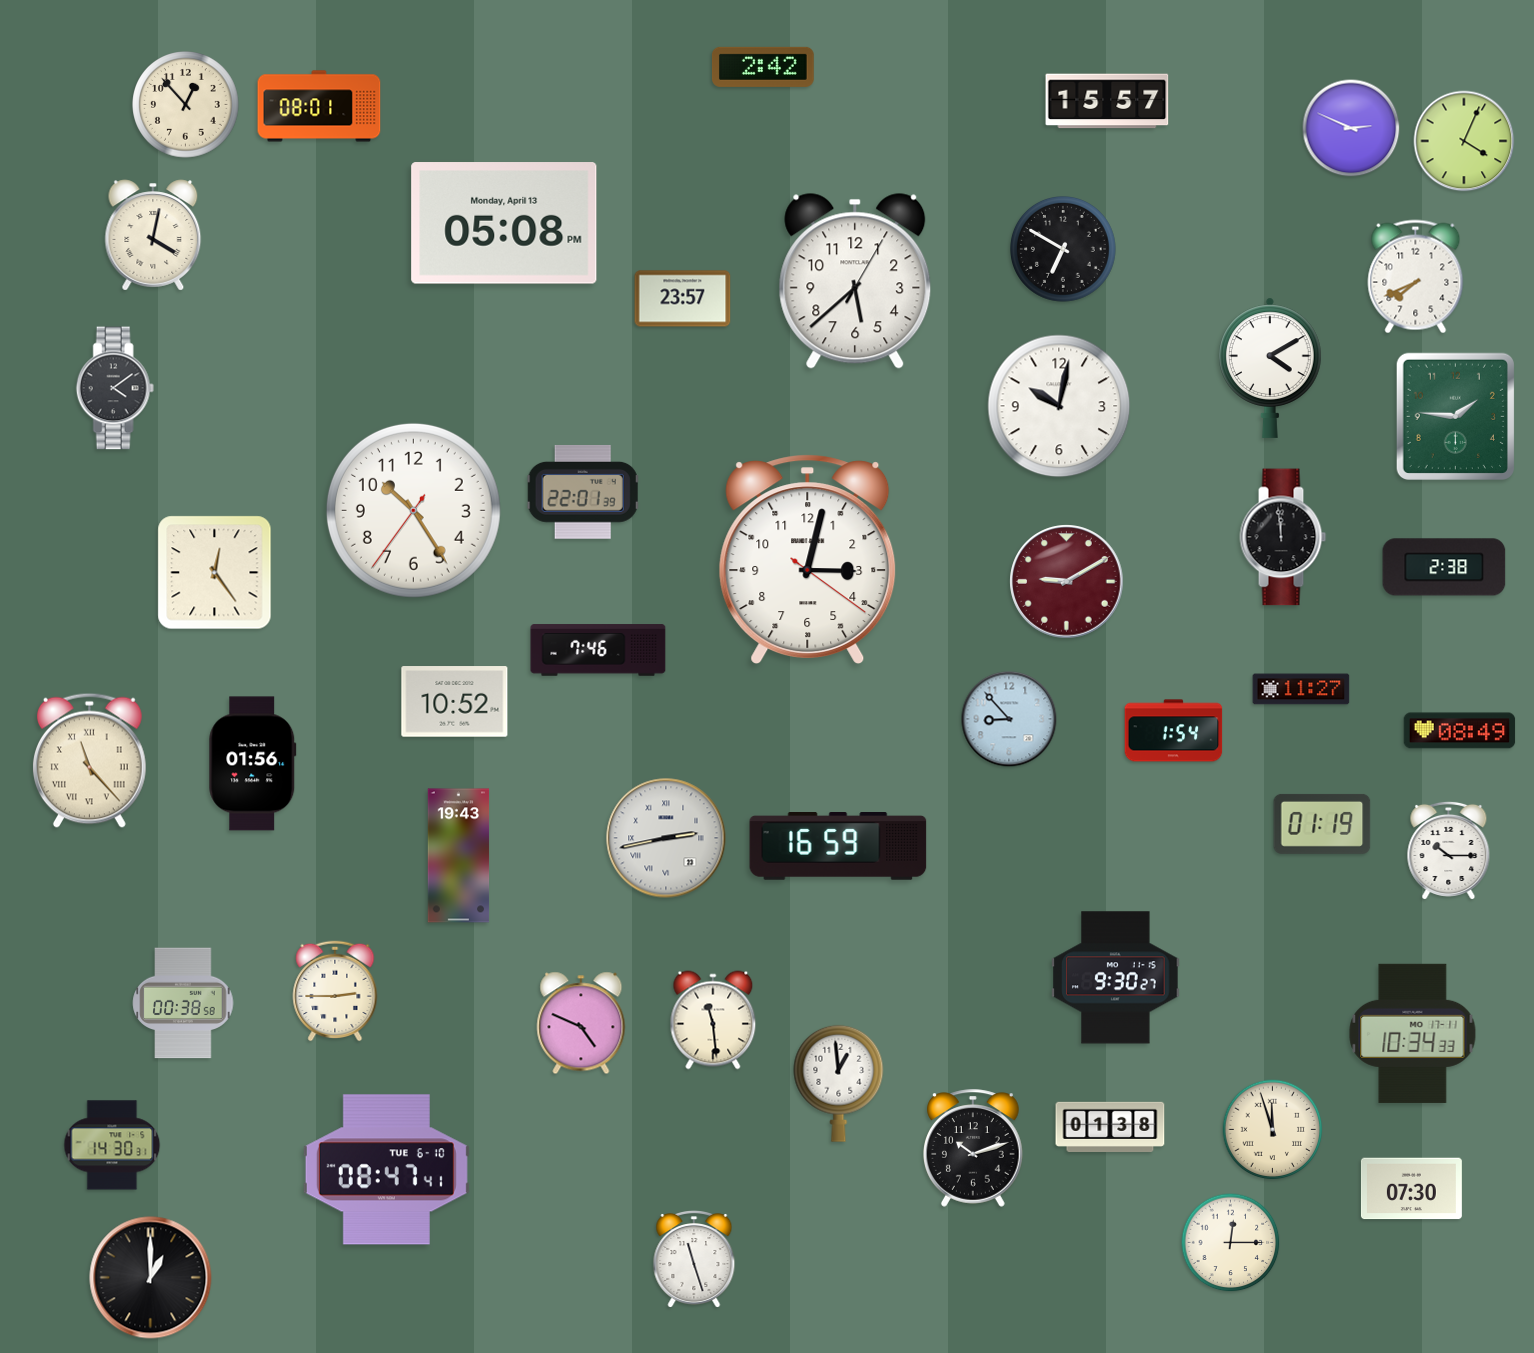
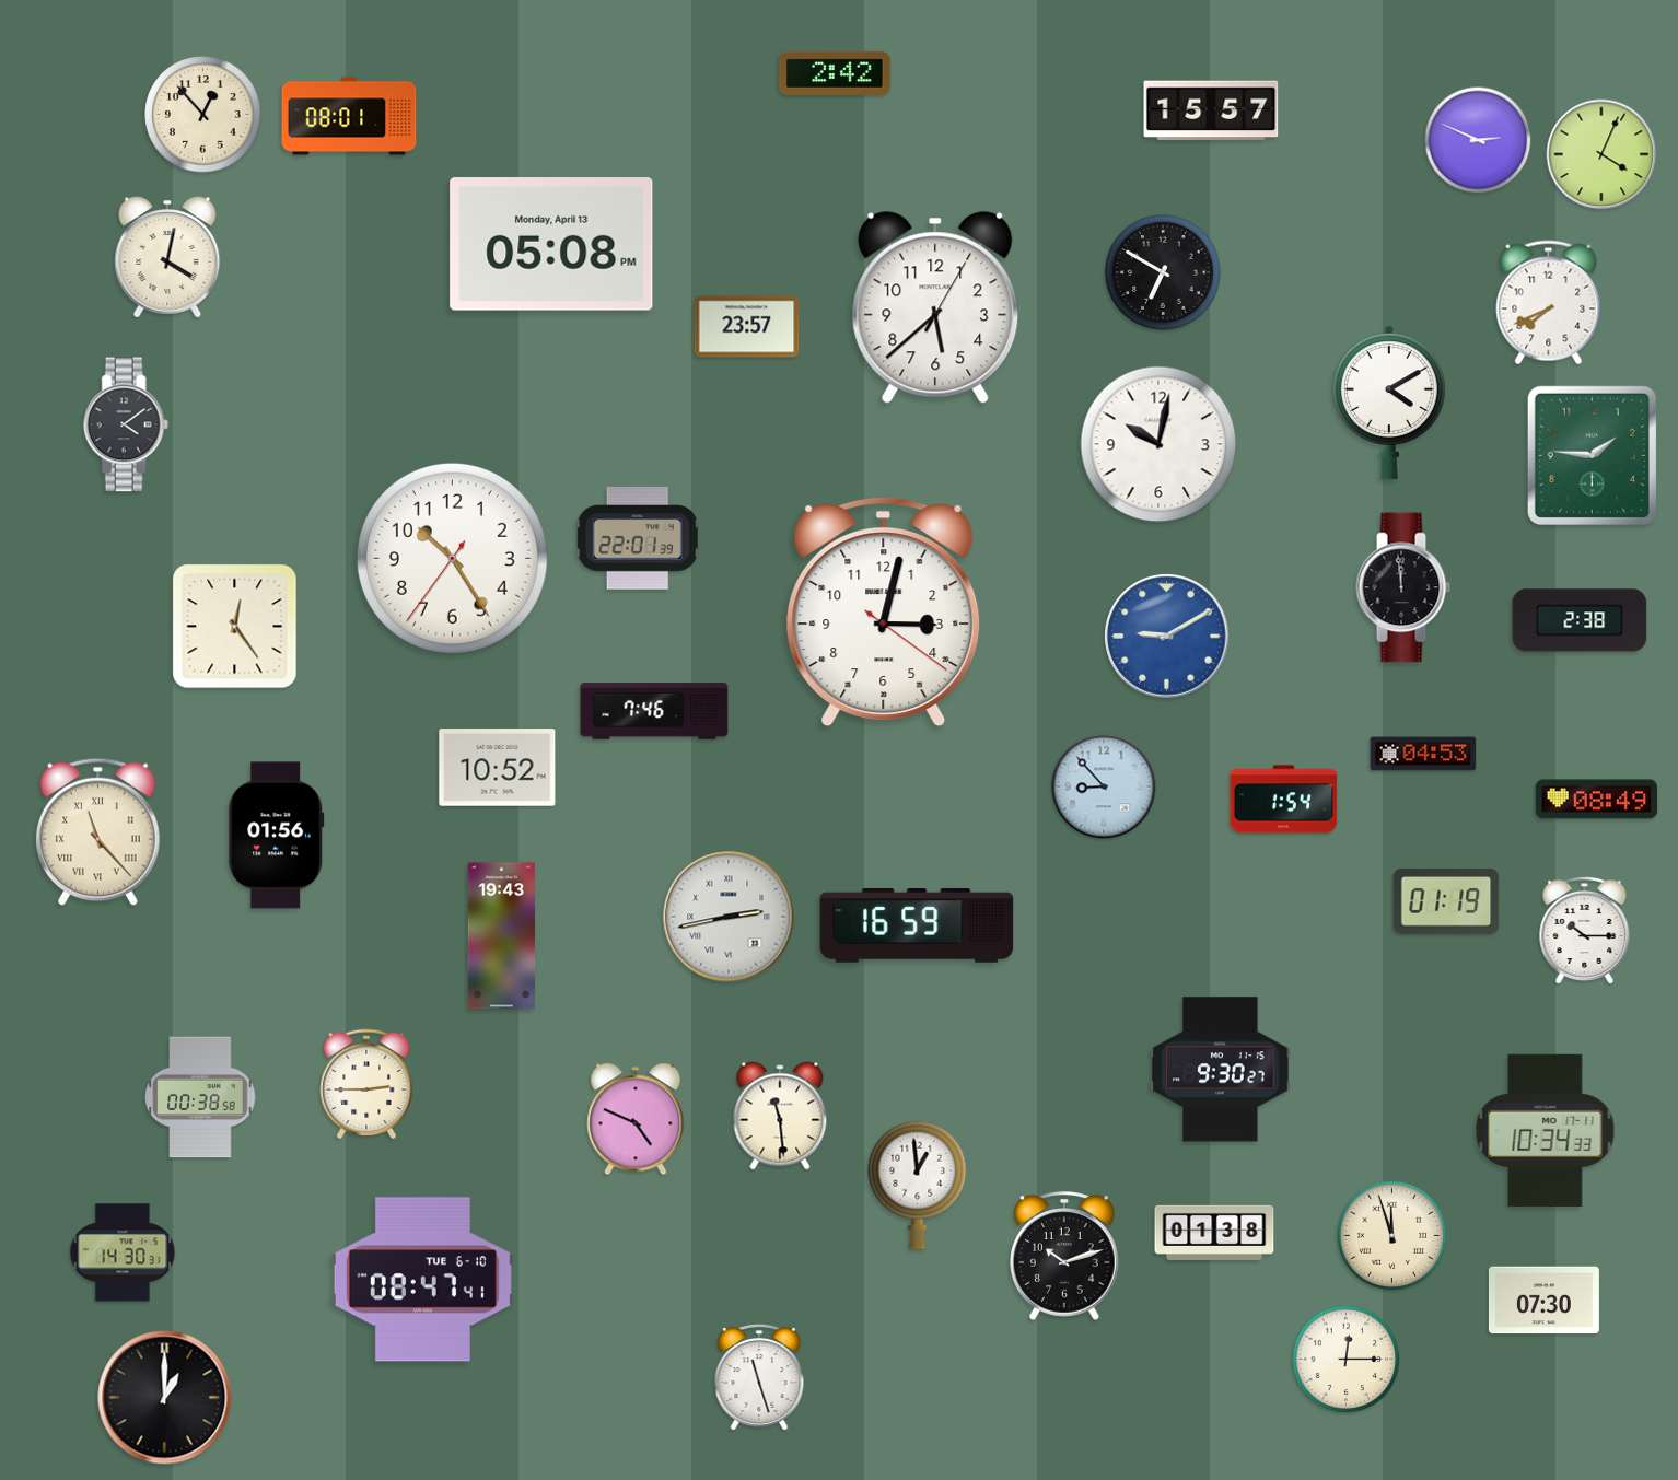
clock at (1067, 582) dial: burgundy -> blue
clock at (1301, 689): 11:27 -> 04:53
